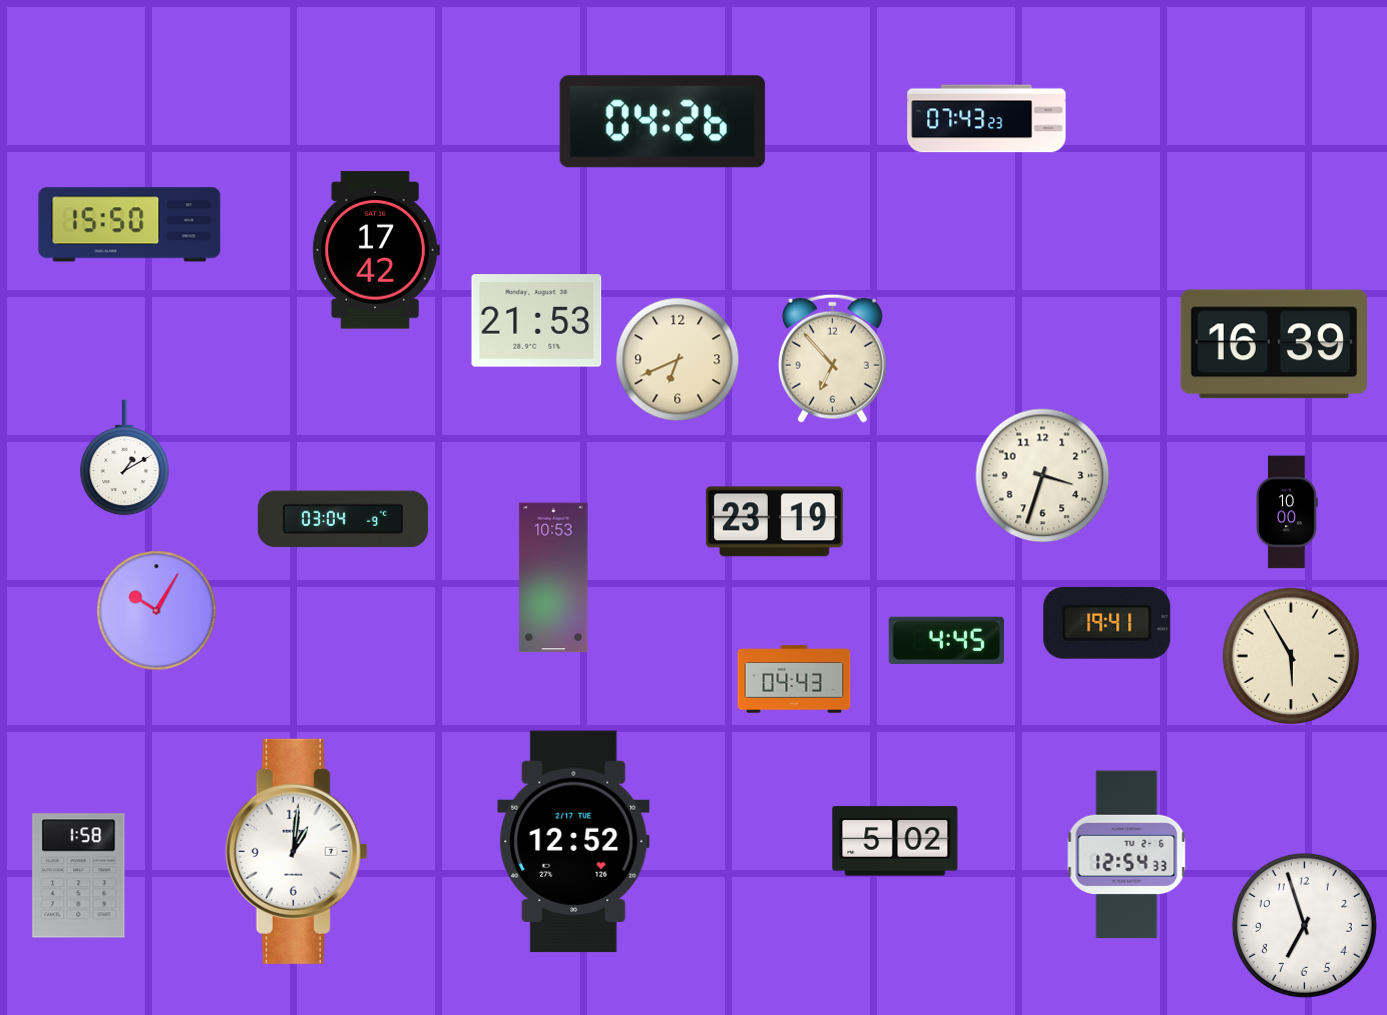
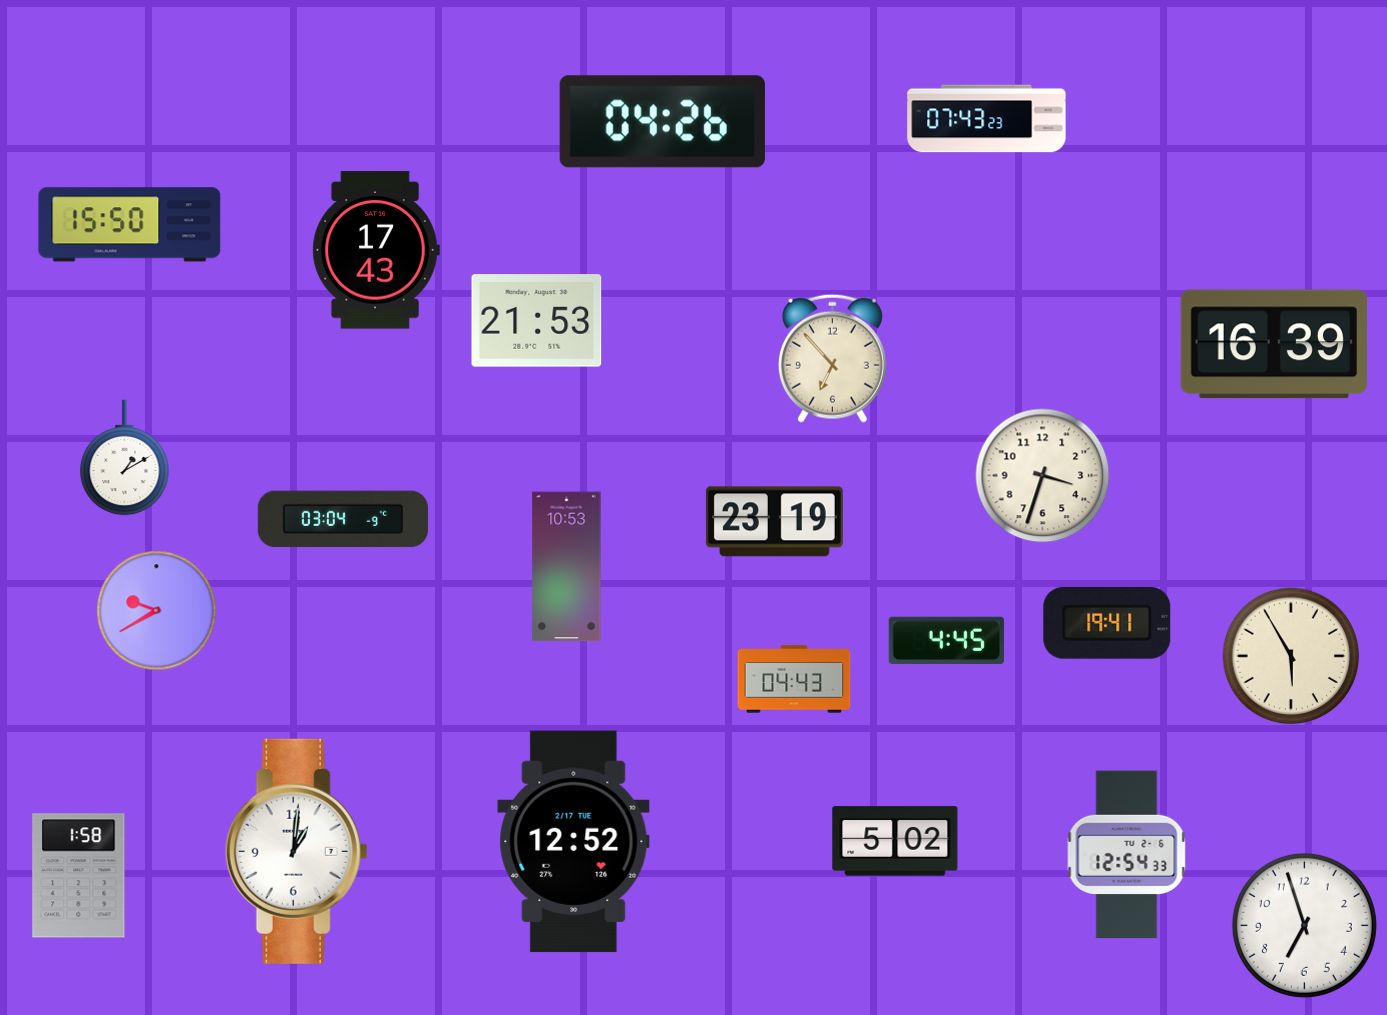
clock at (376, 250): 17:42 -> 17:43
clock at (678, 360): 6:41 -> none
clock at (1287, 512): 10:00 -> none
clock at (554, 578) position: (554, 578) -> (567, 567)
clock at (157, 611): 10:05 -> 9:40
